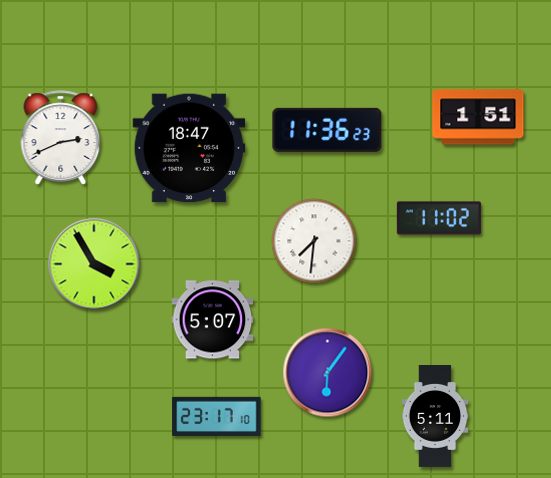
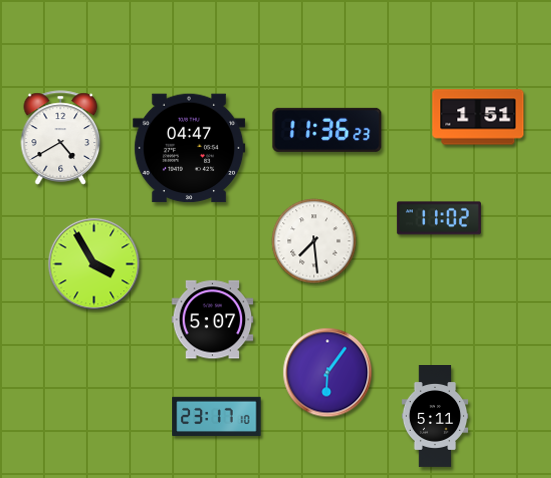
clock at (61, 138): 2:41 -> 4:40
clock at (189, 148): 18:47 -> 04:47
clock at (314, 241): 7:31 -> 7:29
